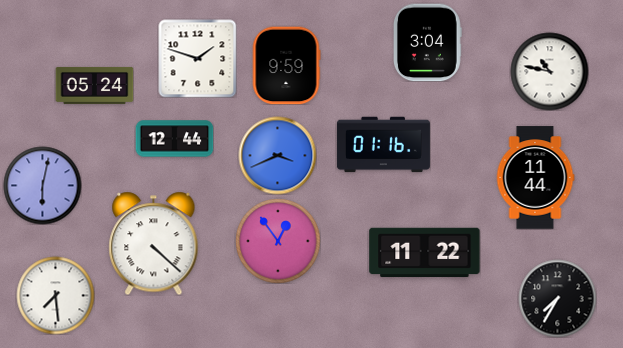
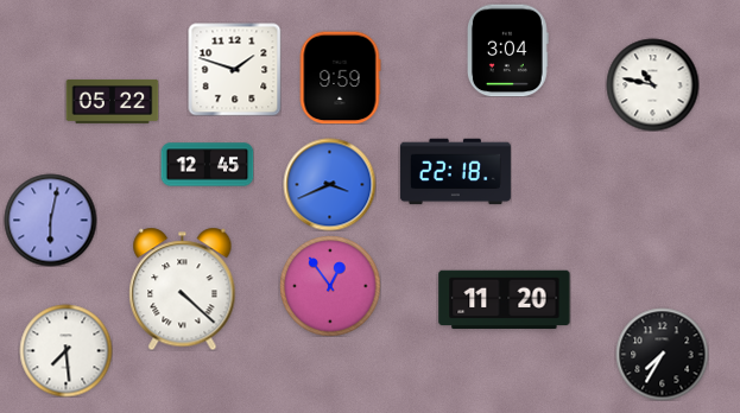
clock at (94, 85): 05:24 -> 05:22
clock at (174, 139): 12:44 -> 12:45
clock at (383, 145): 01:16 -> 22:18
clock at (535, 178): 11:44 -> none
clock at (425, 253): 11:22 -> 11:20
